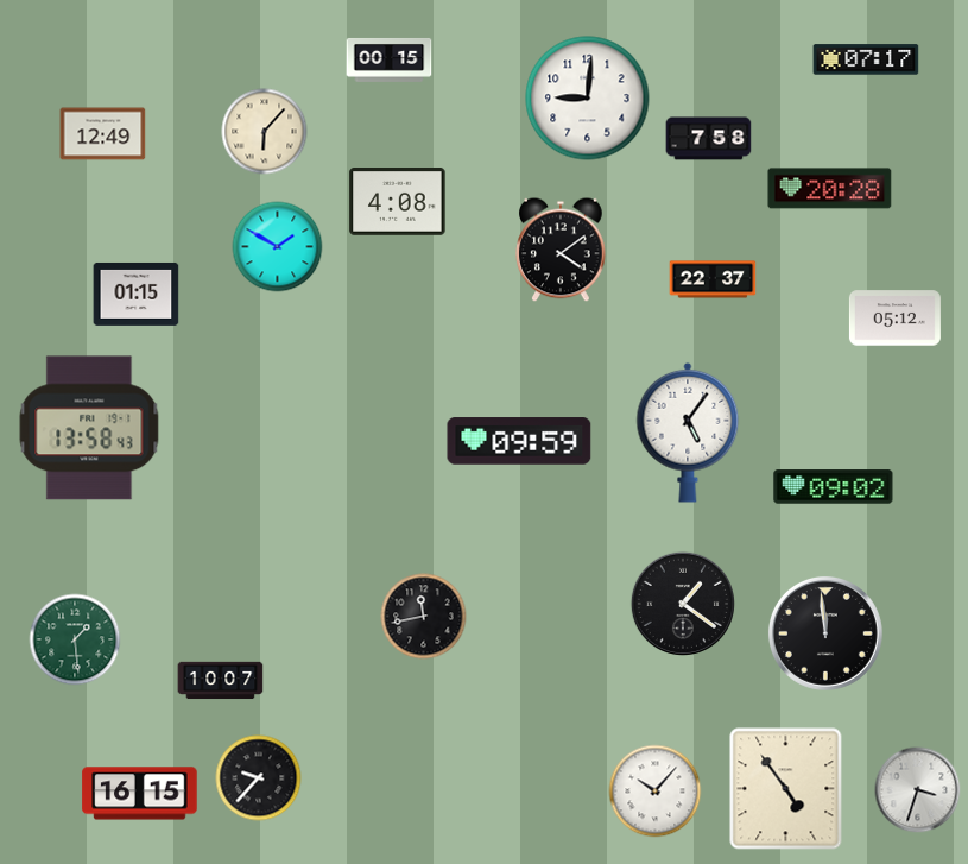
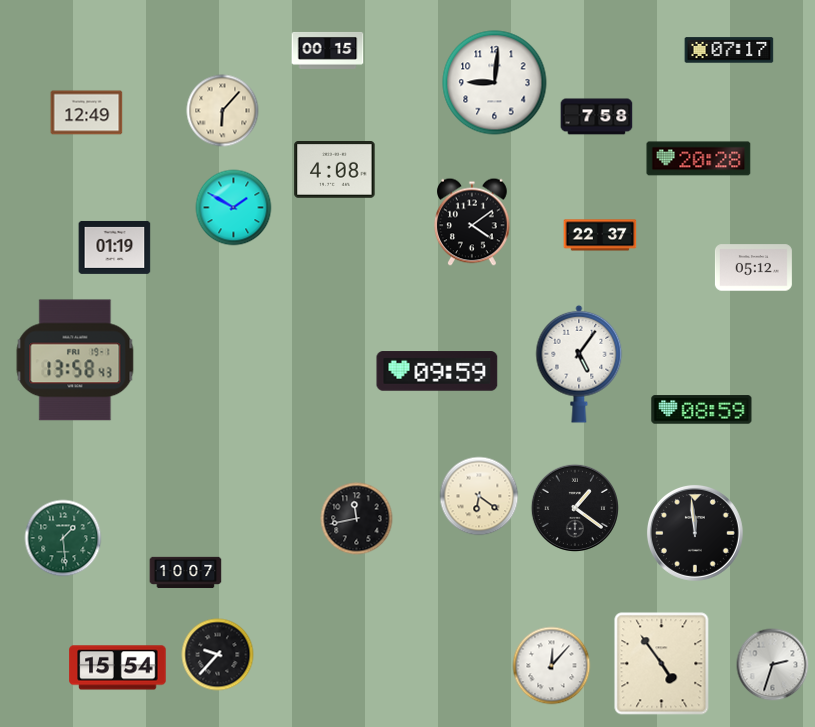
clock at (562, 250) position: (562, 250) -> (473, 222)
clock at (137, 294): 01:15 -> 01:19
clock at (834, 487): 09:02 -> 08:59
clock at (479, 496): none -> 6:21
clock at (918, 790): 3:33 -> 2:33
clock at (656, 792): 10:07 -> 12:07
clock at (140, 794): 16:15 -> 15:54
